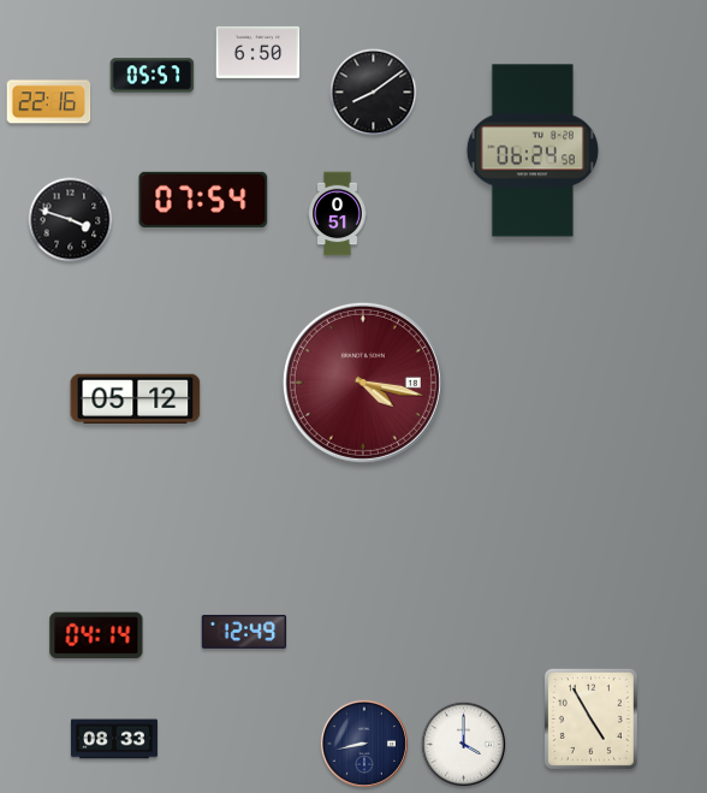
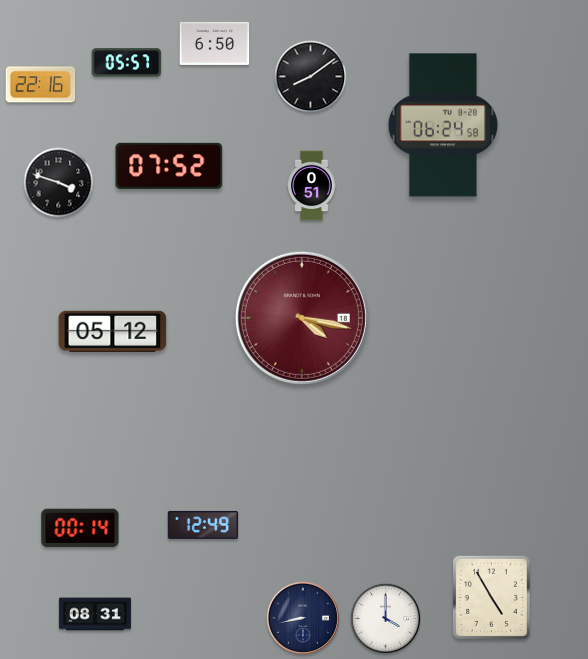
clock at (203, 200): 07:54 -> 07:52
clock at (338, 214) position: (338, 214) -> (312, 186)
clock at (96, 635): 04:14 -> 00:14
clock at (114, 739): 08:33 -> 08:31
